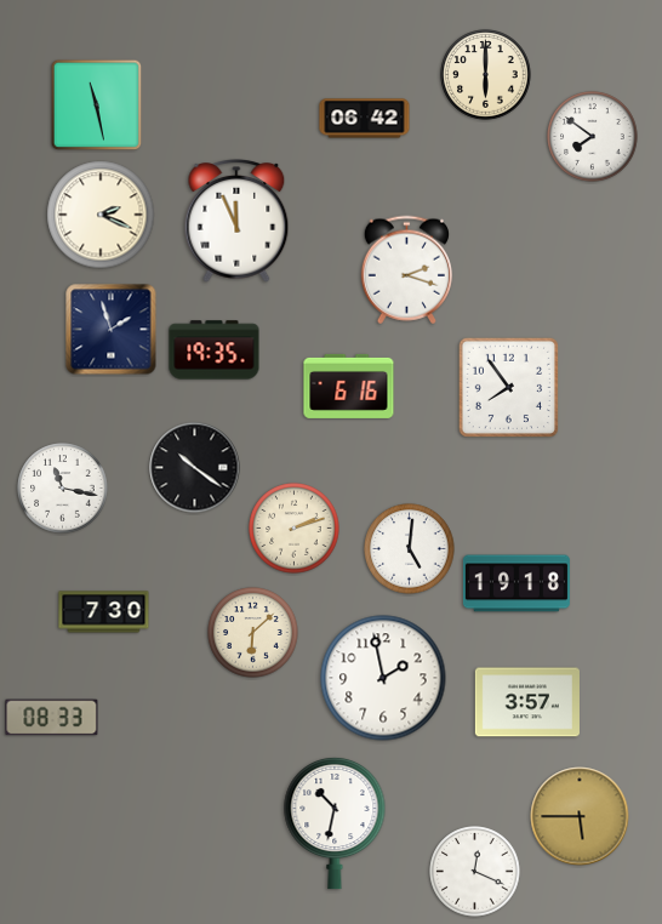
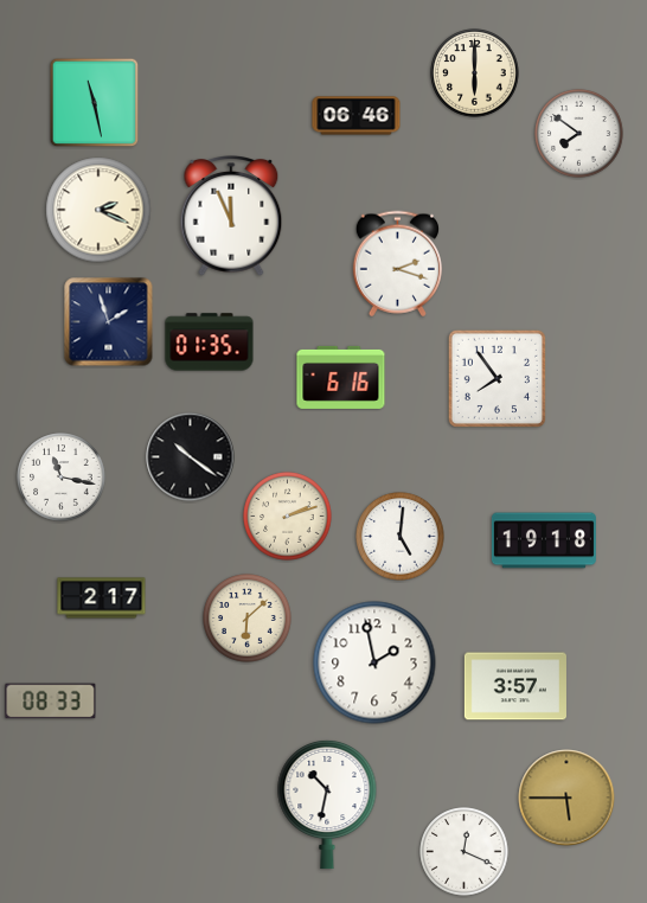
clock at (365, 119): 06:42 -> 06:46
clock at (215, 350): 19:35 -> 01:35
clock at (517, 583) position: (517, 583) -> (544, 540)
clock at (104, 612): 7:30 -> 2:17
